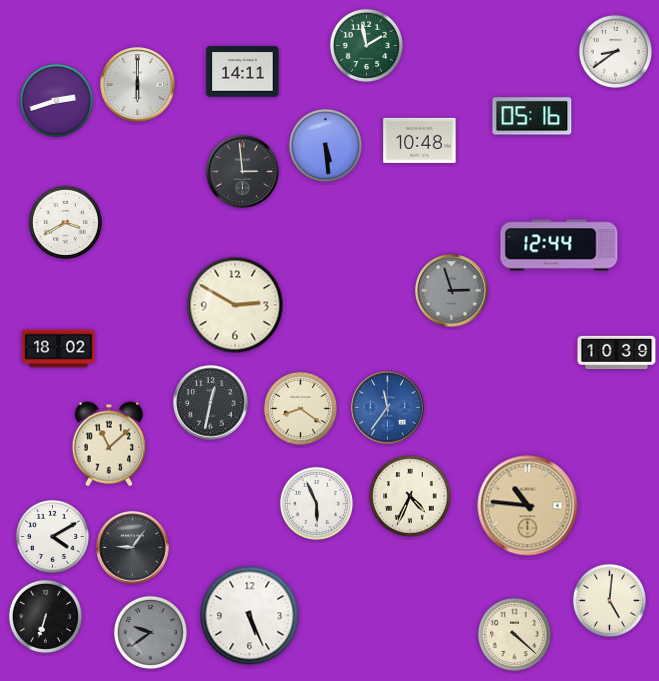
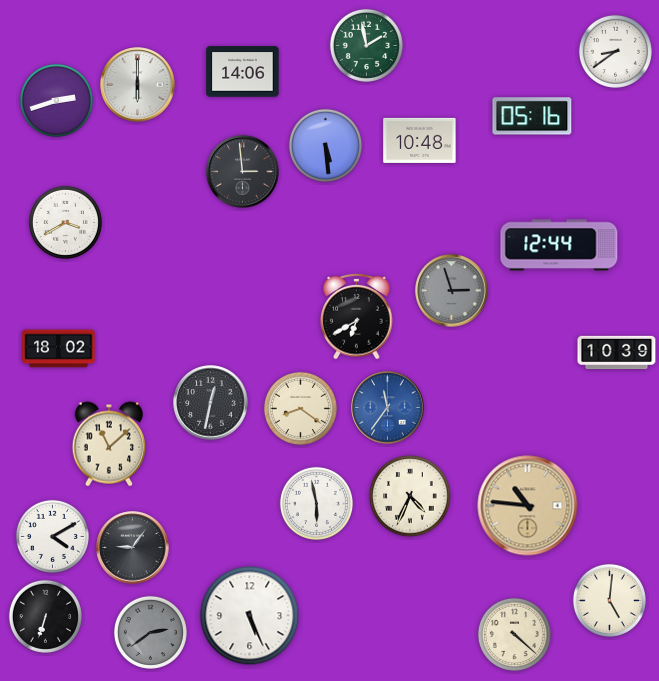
clock at (243, 72): 14:11 -> 14:06
clock at (235, 305): 2:50 -> none
clock at (357, 316): none -> 6:40
clock at (316, 503): 5:56 -> 5:58
clock at (150, 632): 9:39 -> 2:39
